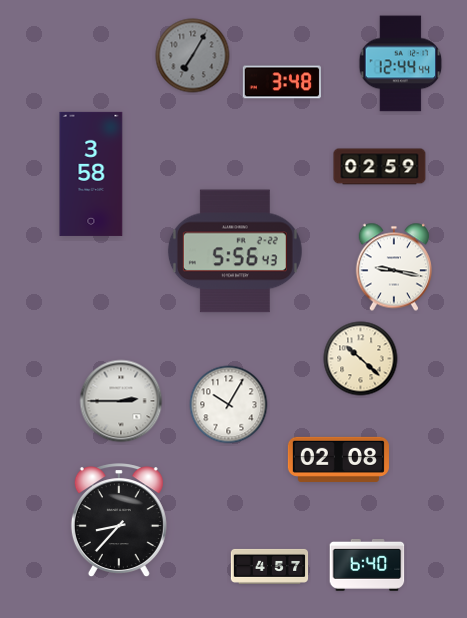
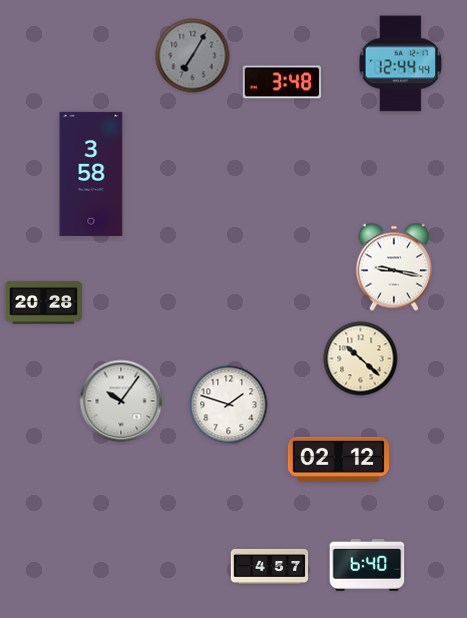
clock at (380, 167): 02:59 -> none
clock at (235, 251): 5:56 -> none
clock at (44, 303): none -> 20:28
clock at (121, 401): 2:45 -> 10:06
clock at (229, 405): 10:05 -> 1:48
clock at (338, 459): 02:08 -> 02:12
clock at (119, 521): 8:37 -> none
